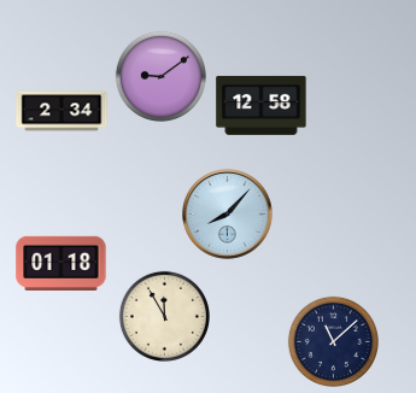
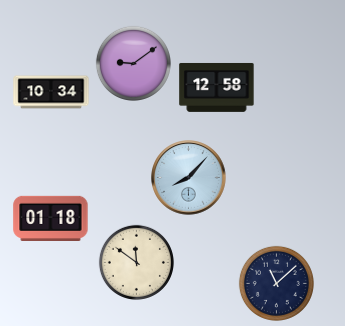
clock at (61, 111): 2:34 -> 10:34
clock at (164, 316): 11:55 -> 11:51
